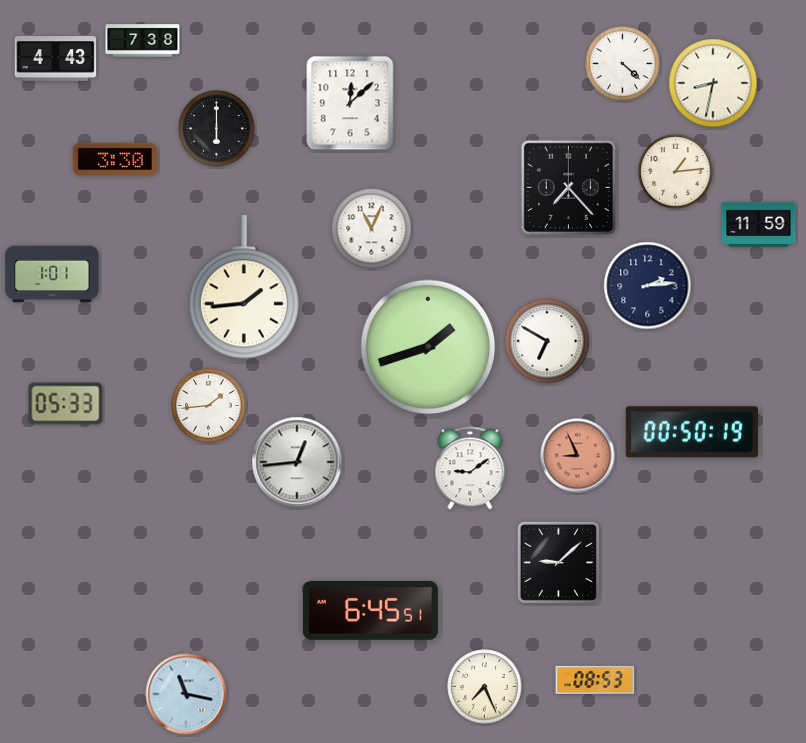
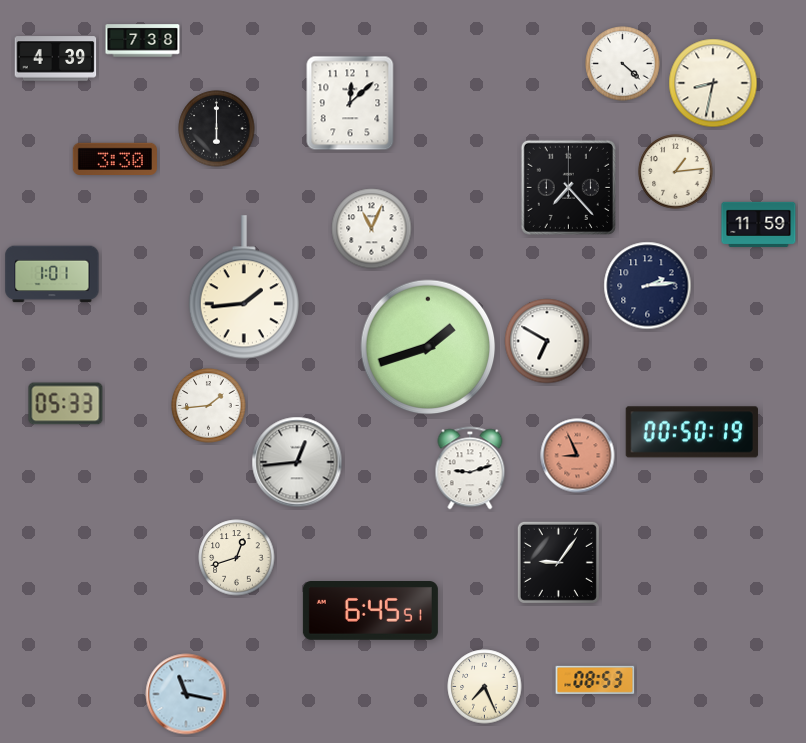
clock at (56, 59): 4:43 -> 4:39
clock at (470, 468): 9:09 -> 9:12
clock at (237, 558): none -> 12:42
clock at (558, 562): 9:08 -> 9:06
